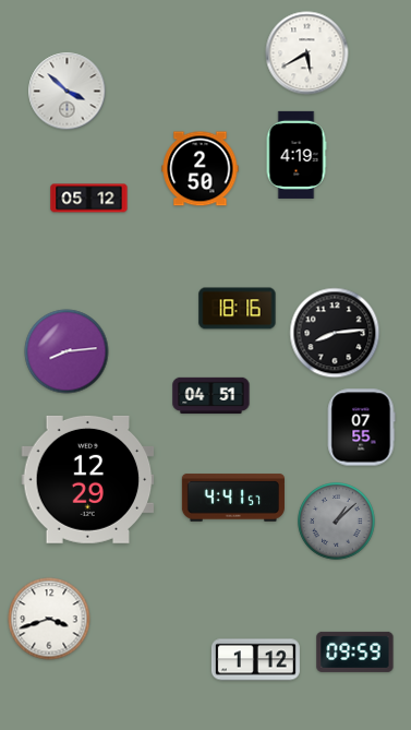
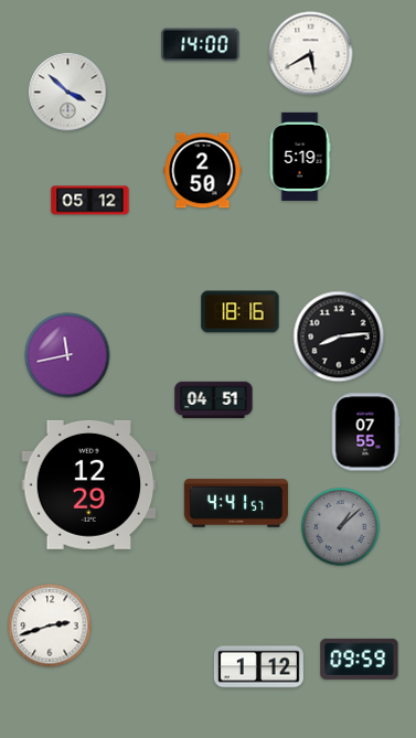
clock at (201, 45): none -> 14:00
clock at (297, 155): 4:19 -> 5:19
clock at (67, 351): 8:14 -> 11:43
clock at (49, 619): 3:42 -> 2:42
